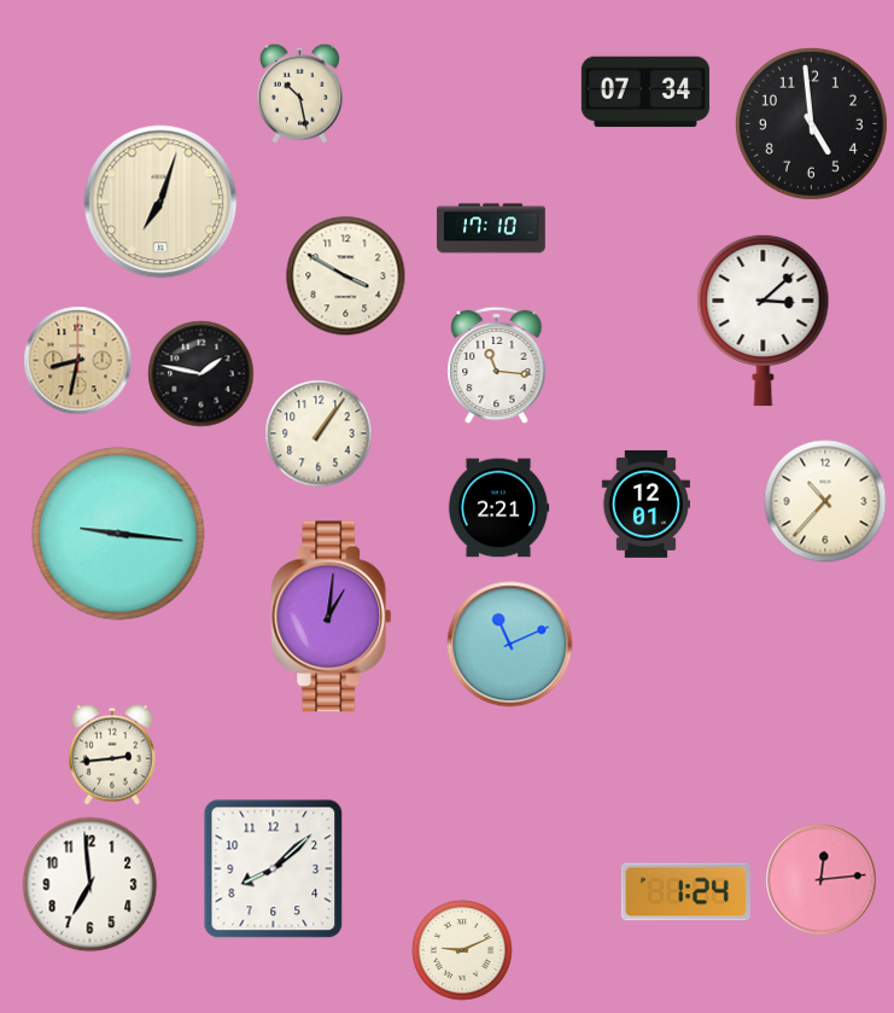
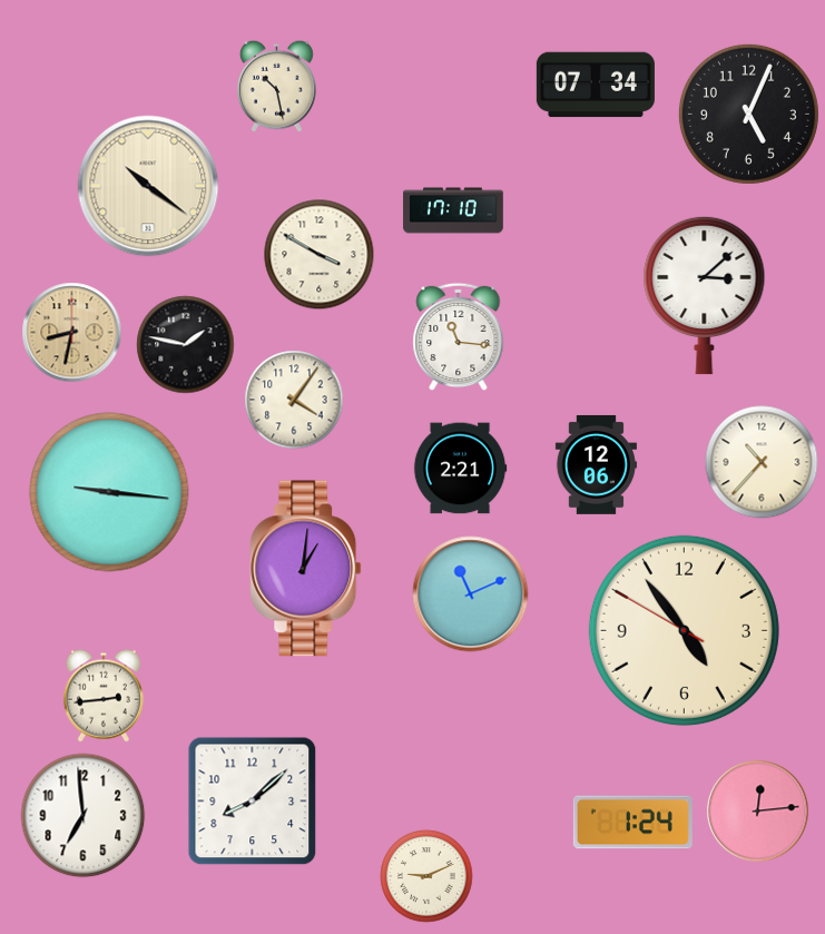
clock at (811, 123): 4:59 -> 5:04
clock at (160, 202): 7:03 -> 10:21
clock at (319, 433): 1:06 -> 4:06
clock at (645, 503): 12:01 -> 12:06
clock at (684, 630): none -> 4:53
